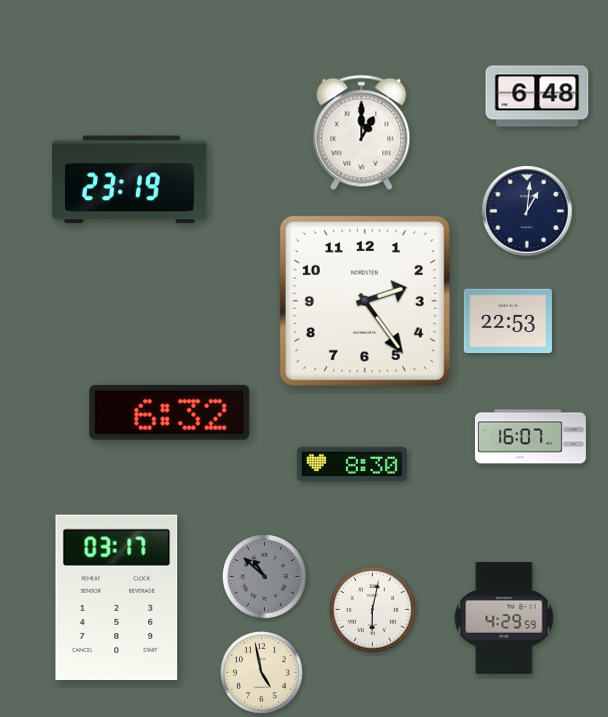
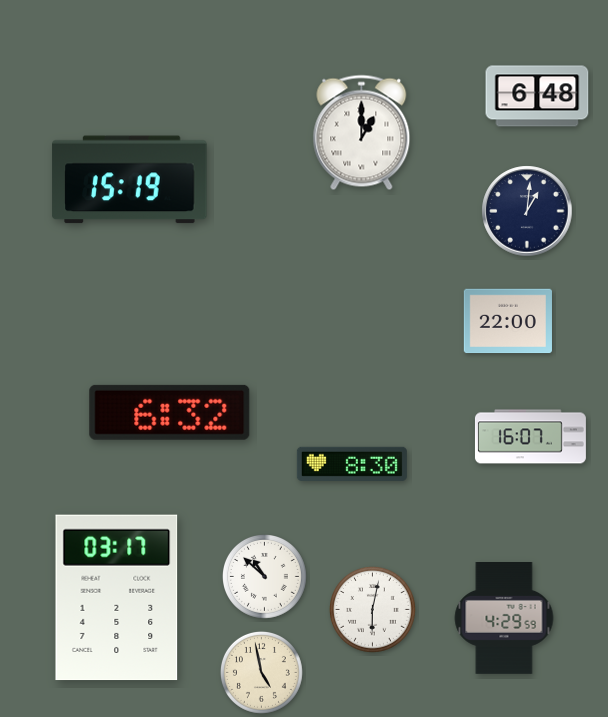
clock at (130, 180): 23:19 -> 15:19
clock at (365, 301): 2:24 -> none
clock at (508, 321): 22:53 -> 22:00
clock at (265, 577) dial: grey -> white
